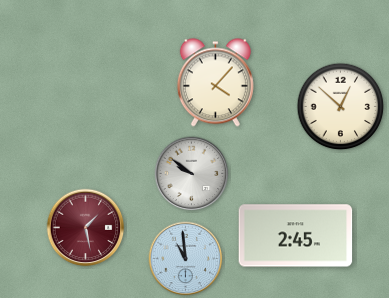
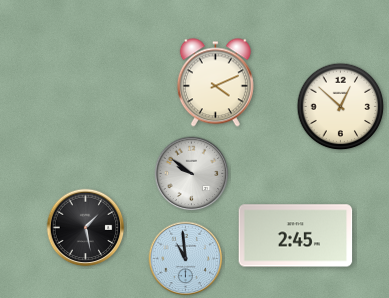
clock at (215, 83): 4:07 -> 4:11
clock at (86, 228) dial: burgundy -> black
